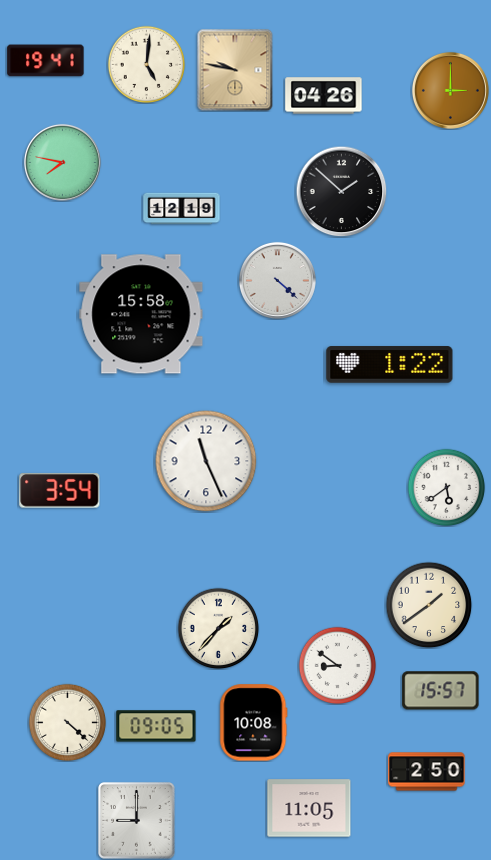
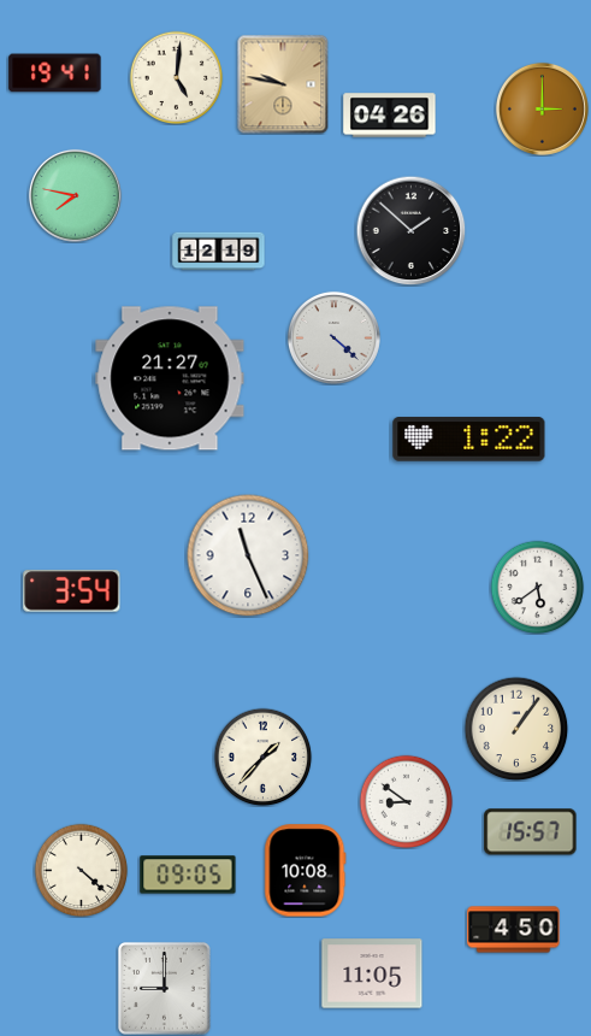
clock at (141, 314): 15:58 -> 21:27
clock at (429, 605): 1:39 -> 1:06
clock at (427, 772): 2:50 -> 4:50
